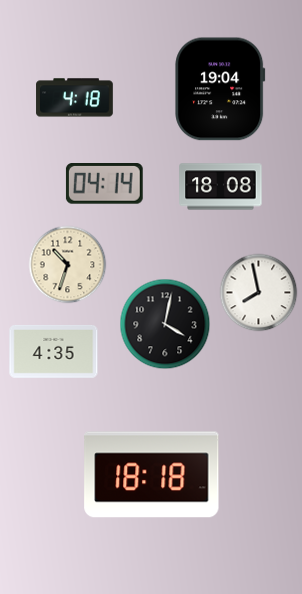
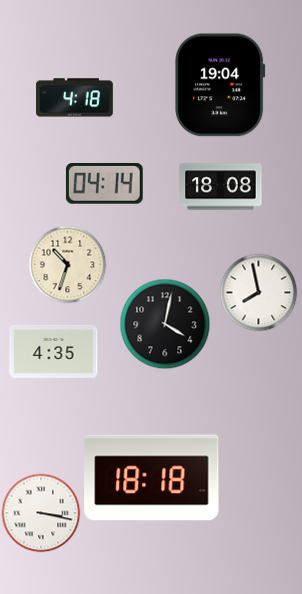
clock at (220, 89) position: (220, 89) -> (220, 85)
clock at (152, 475) position: (152, 475) -> (152, 478)
clock at (41, 513): none -> 3:17
